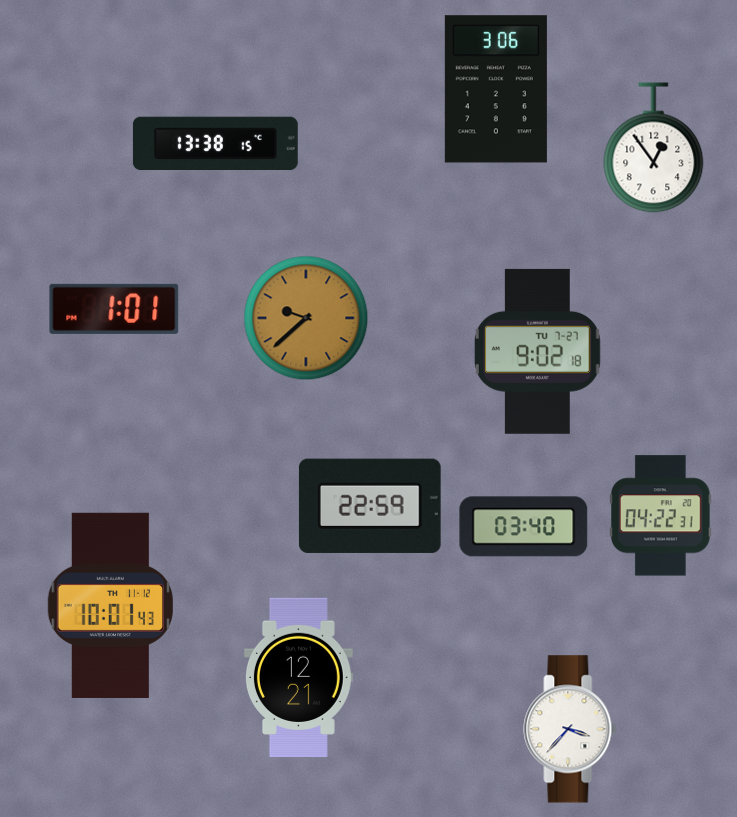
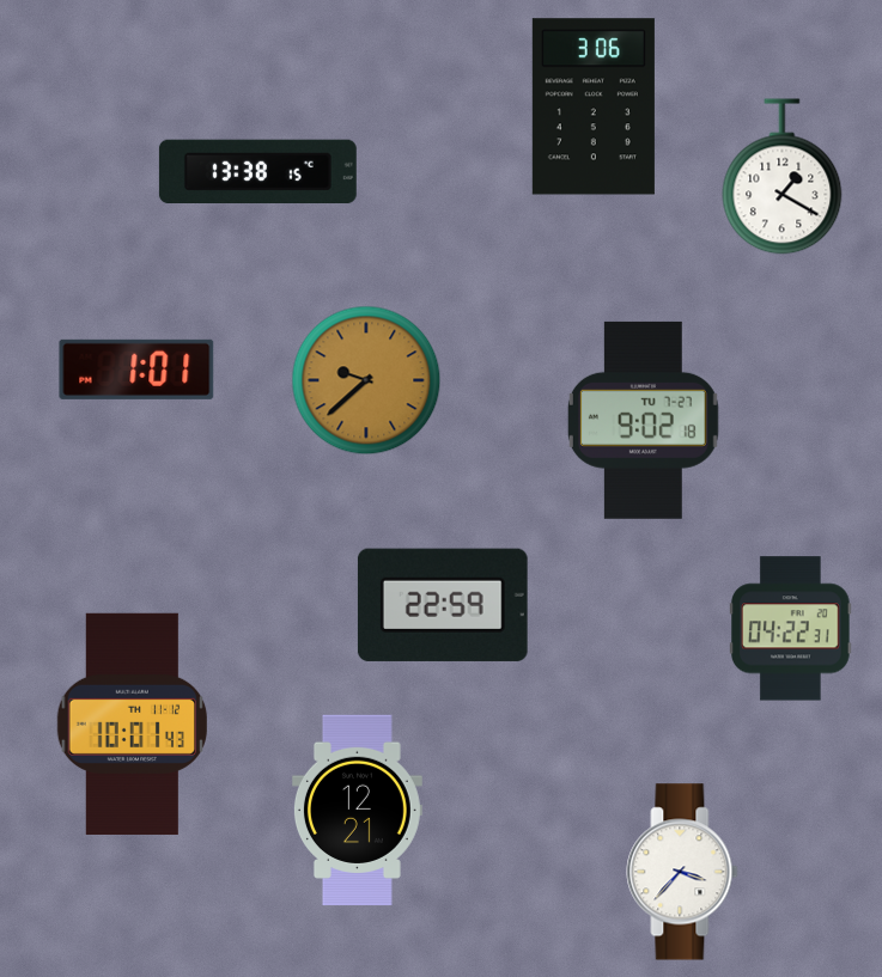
clock at (654, 148): 12:54 -> 1:20
clock at (661, 516) position: (661, 516) -> (791, 629)
clock at (524, 527): 03:40 -> none
